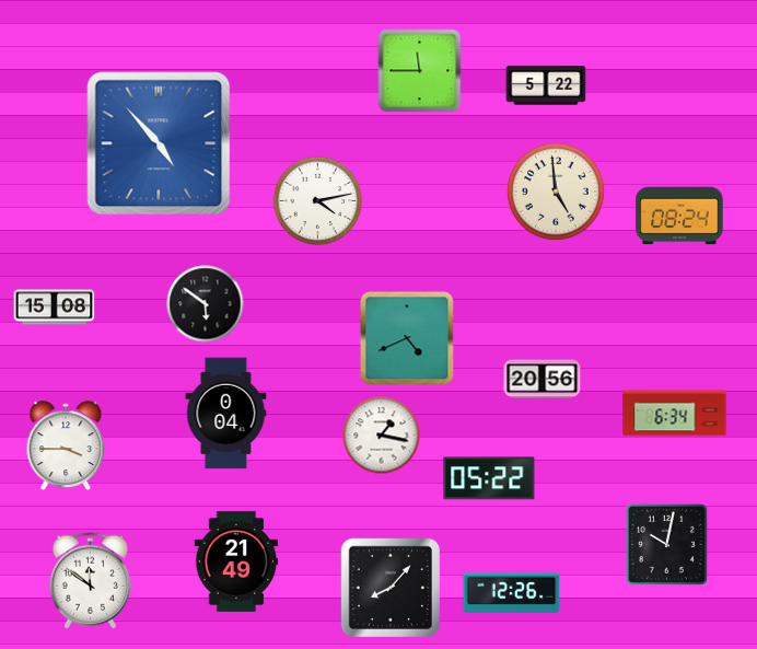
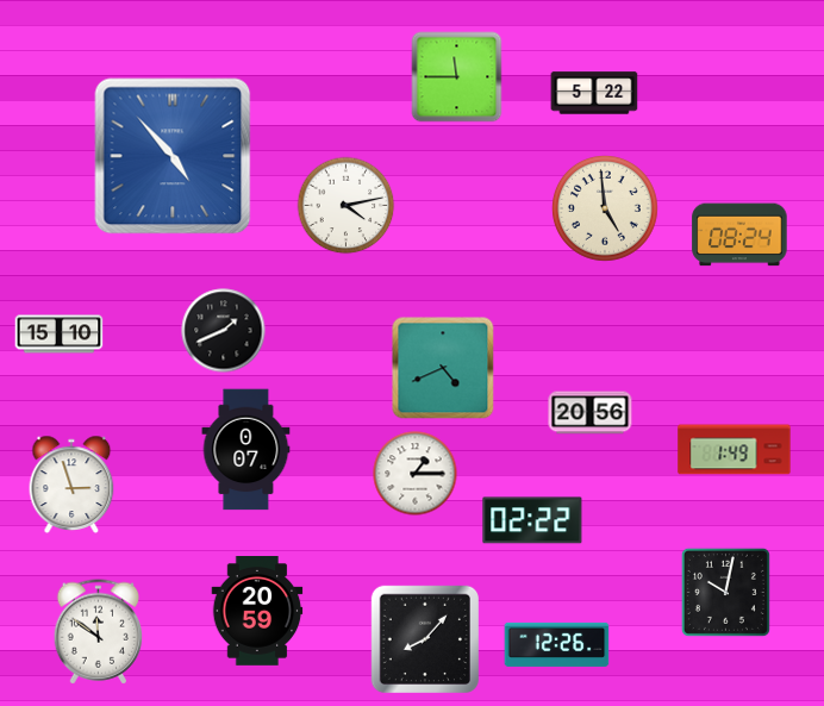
clock at (318, 201) position: (318, 201) -> (347, 206)
clock at (206, 304): 5:51 -> 1:41
clock at (55, 308): 15:08 -> 15:10
clock at (226, 414): 0:04 -> 0:07
clock at (675, 414): 6:34 -> 1:49
clock at (382, 436): 1:17 -> 1:15
clock at (66, 445): 3:45 -> 2:57
clock at (489, 478): 05:22 -> 02:22
clock at (236, 563): 21:49 -> 20:59
